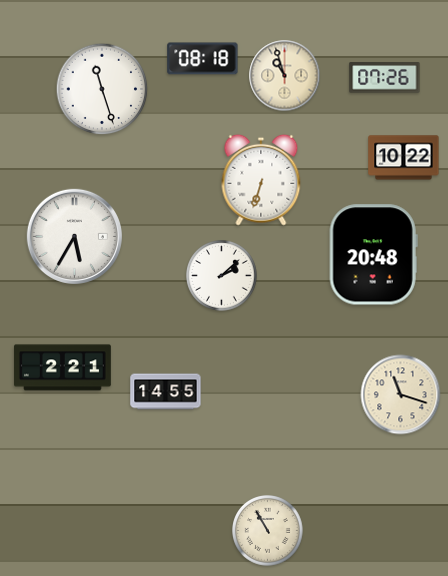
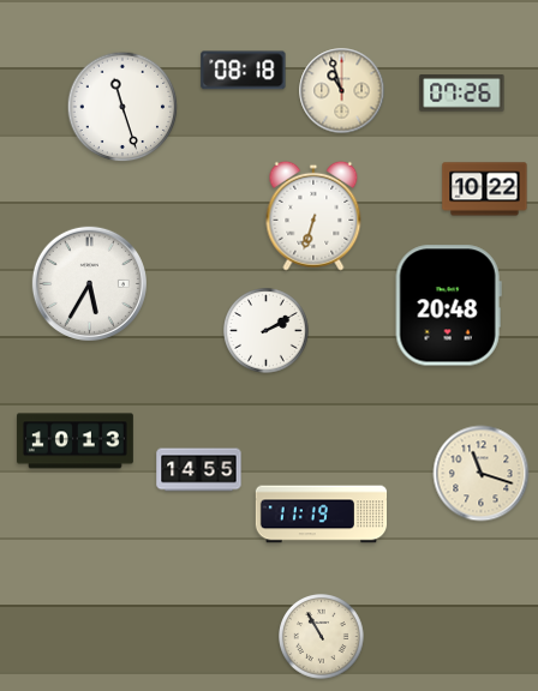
clock at (222, 276): 2:08 -> 2:10
clock at (62, 368): 2:21 -> 10:13
clock at (322, 515): none -> 11:19
